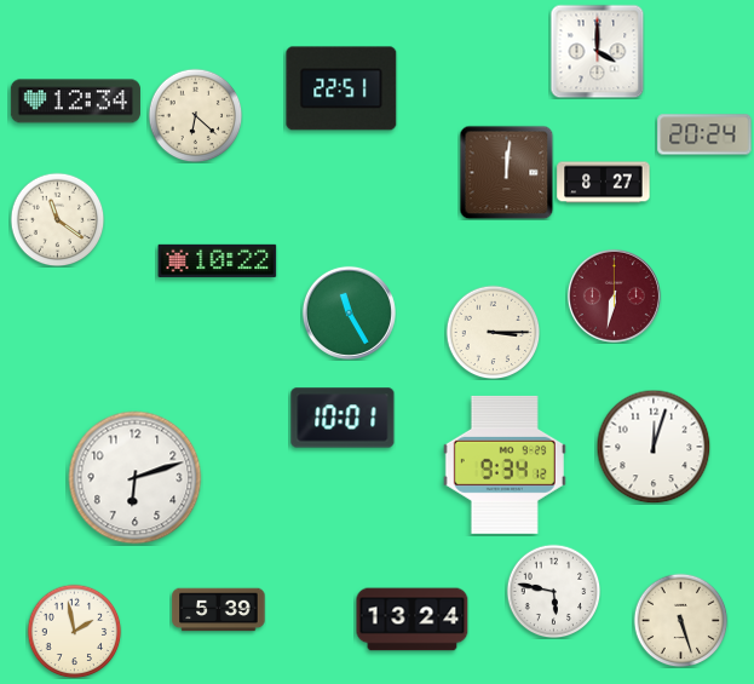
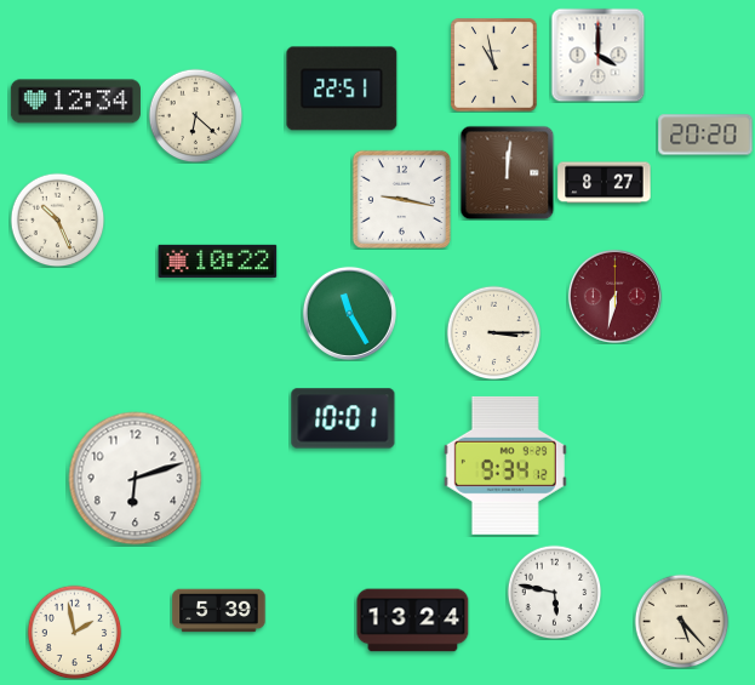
clock at (597, 51) position: (597, 51) -> (597, 55)
clock at (494, 65): none -> 10:58
clock at (704, 134): 20:24 -> 20:20
clock at (401, 199): none -> 9:17
clock at (57, 219): 11:21 -> 10:26
clock at (654, 447): 12:03 -> none
clock at (680, 620): 5:27 -> 5:23
